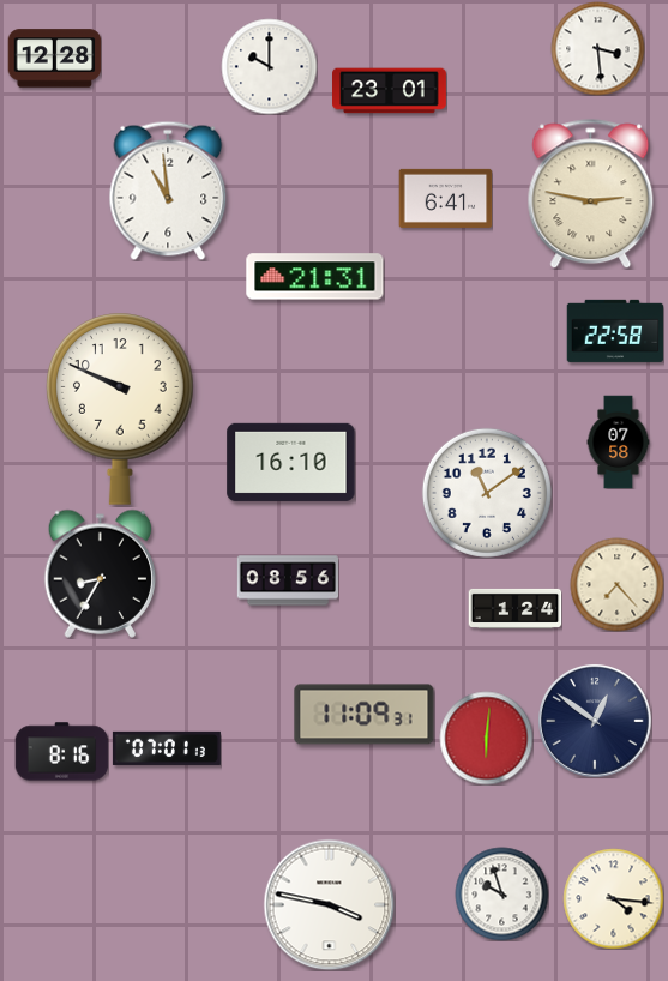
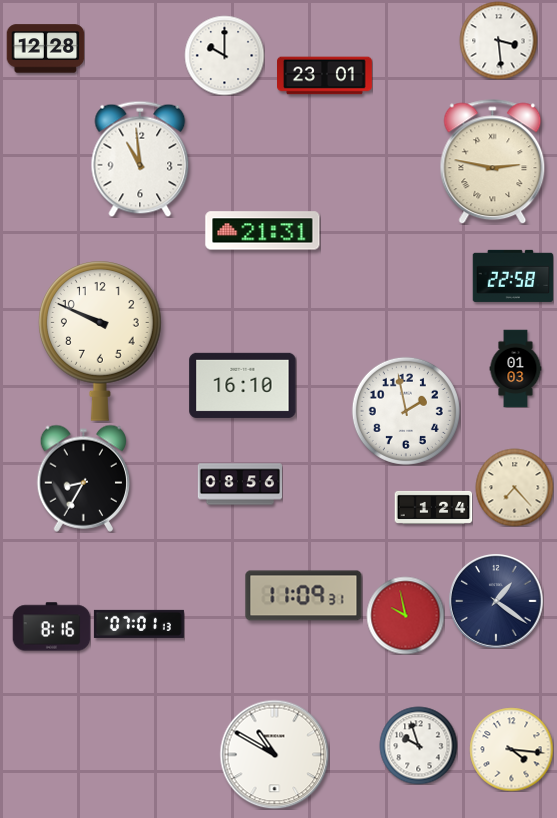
clock at (445, 198): 6:41 -> none
clock at (619, 441): 07:58 -> 01:03
clock at (487, 493): 11:09 -> 1:58
clock at (514, 608) position: (514, 608) -> (433, 507)
clock at (595, 721): 12:51 -> 1:21
clock at (486, 738): 6:01 -> 9:58
clock at (329, 904): 3:47 -> 10:50
